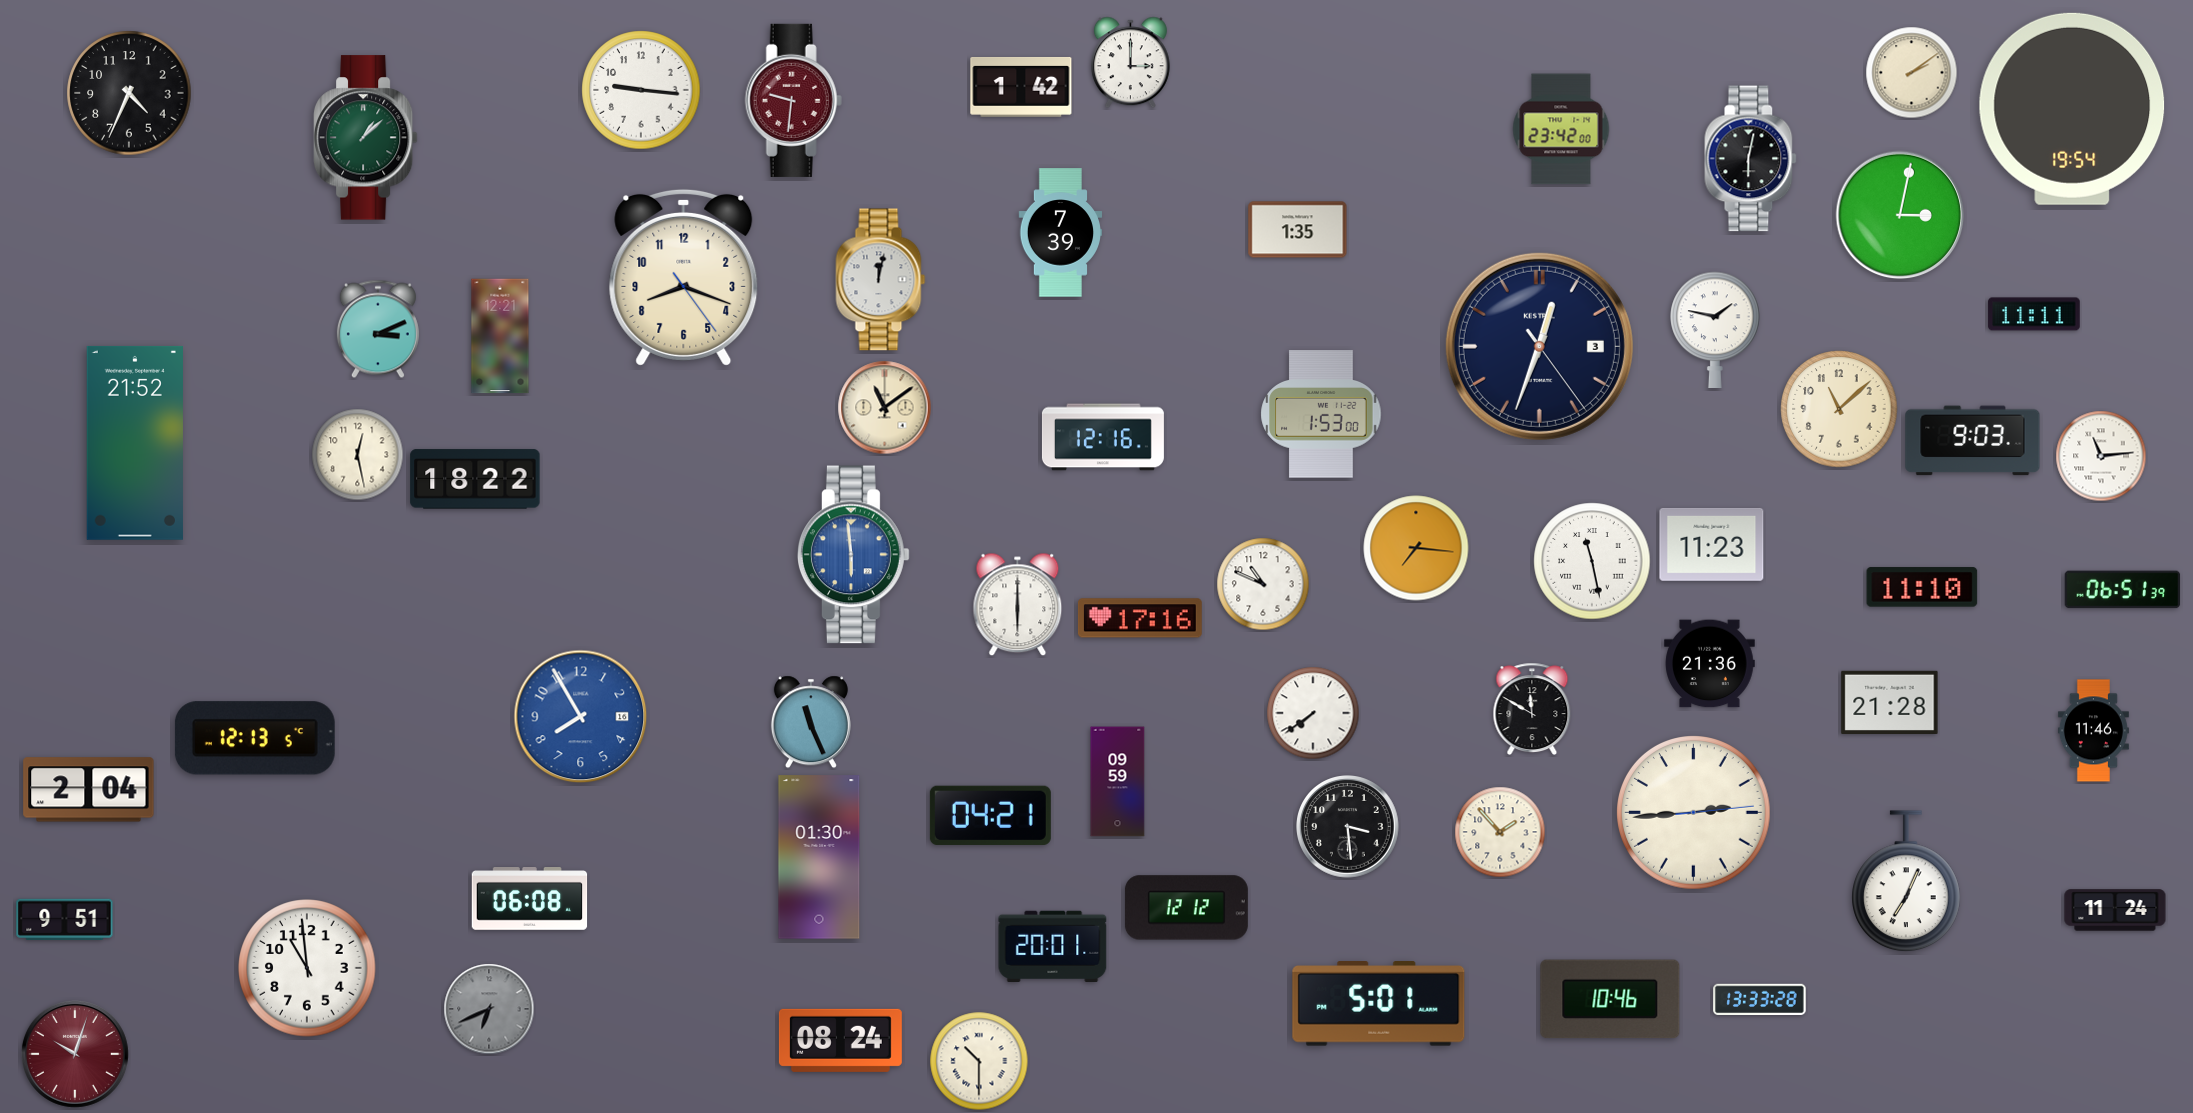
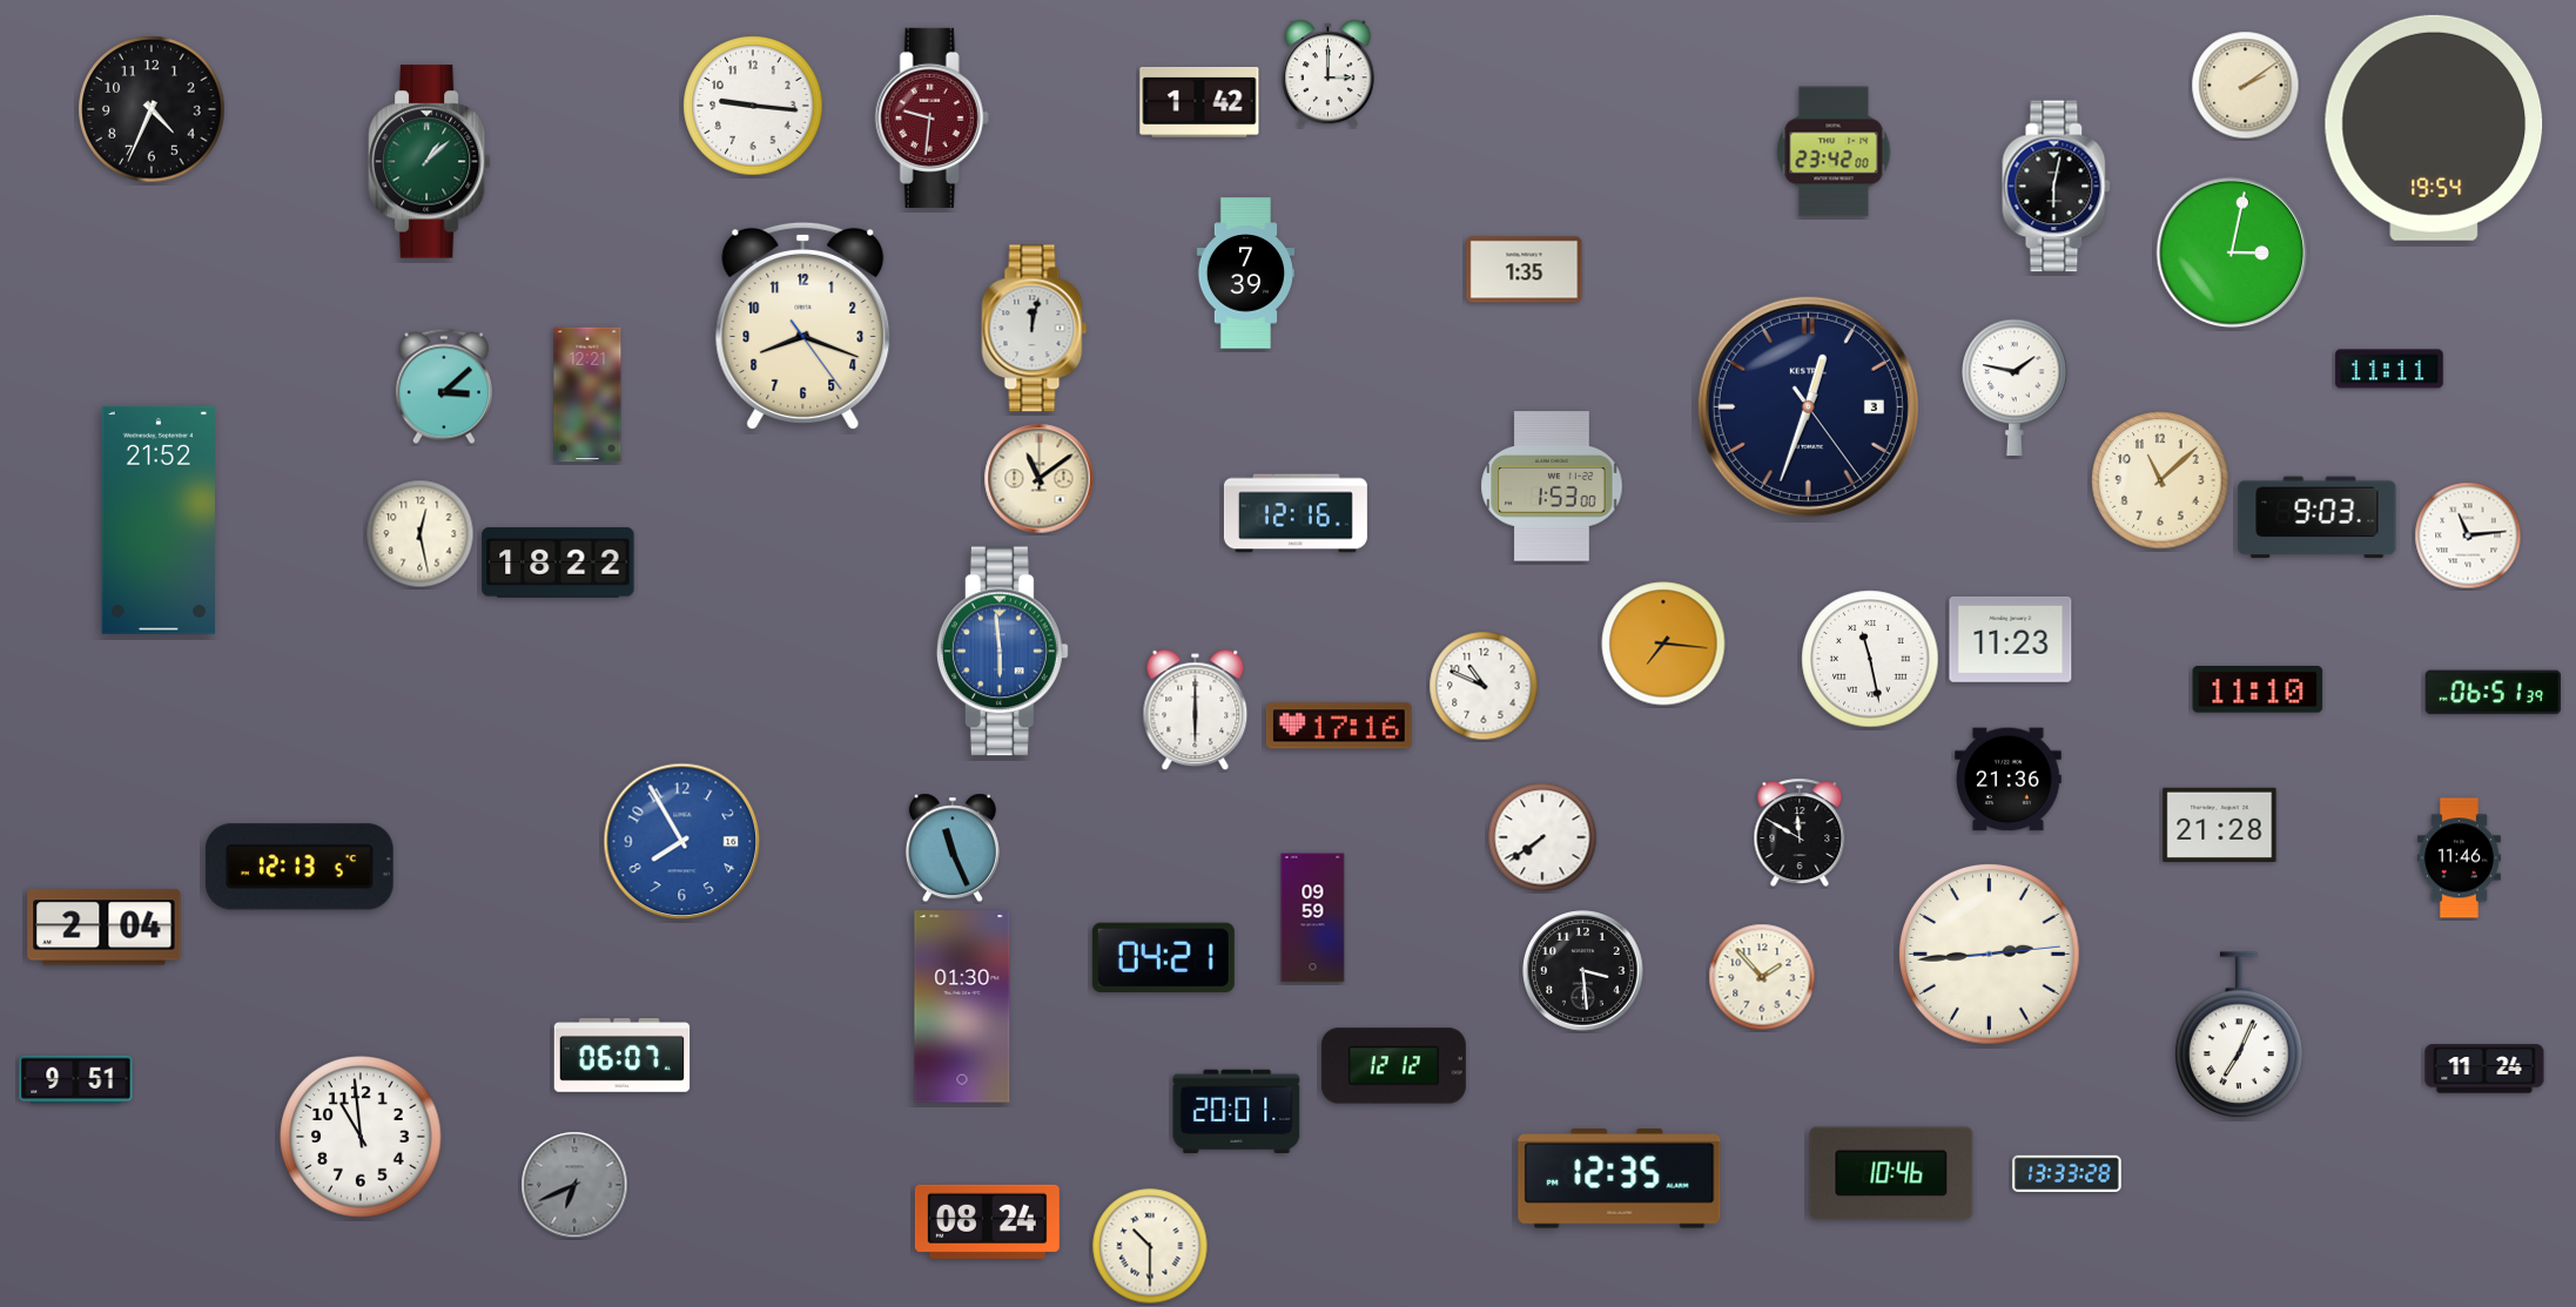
clock at (378, 329): 3:11 -> 3:08
clock at (530, 899): 06:08 -> 06:07
clock at (1379, 1004): 5:01 -> 12:35
clock at (75, 1054): 10:03 -> none
